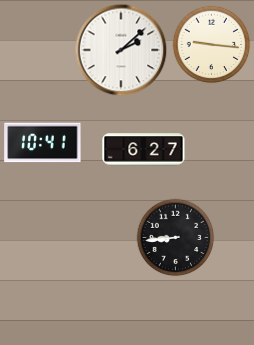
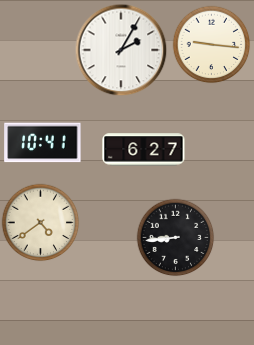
clock at (121, 50): 2:08 -> 2:05
clock at (40, 222): none -> 4:39
